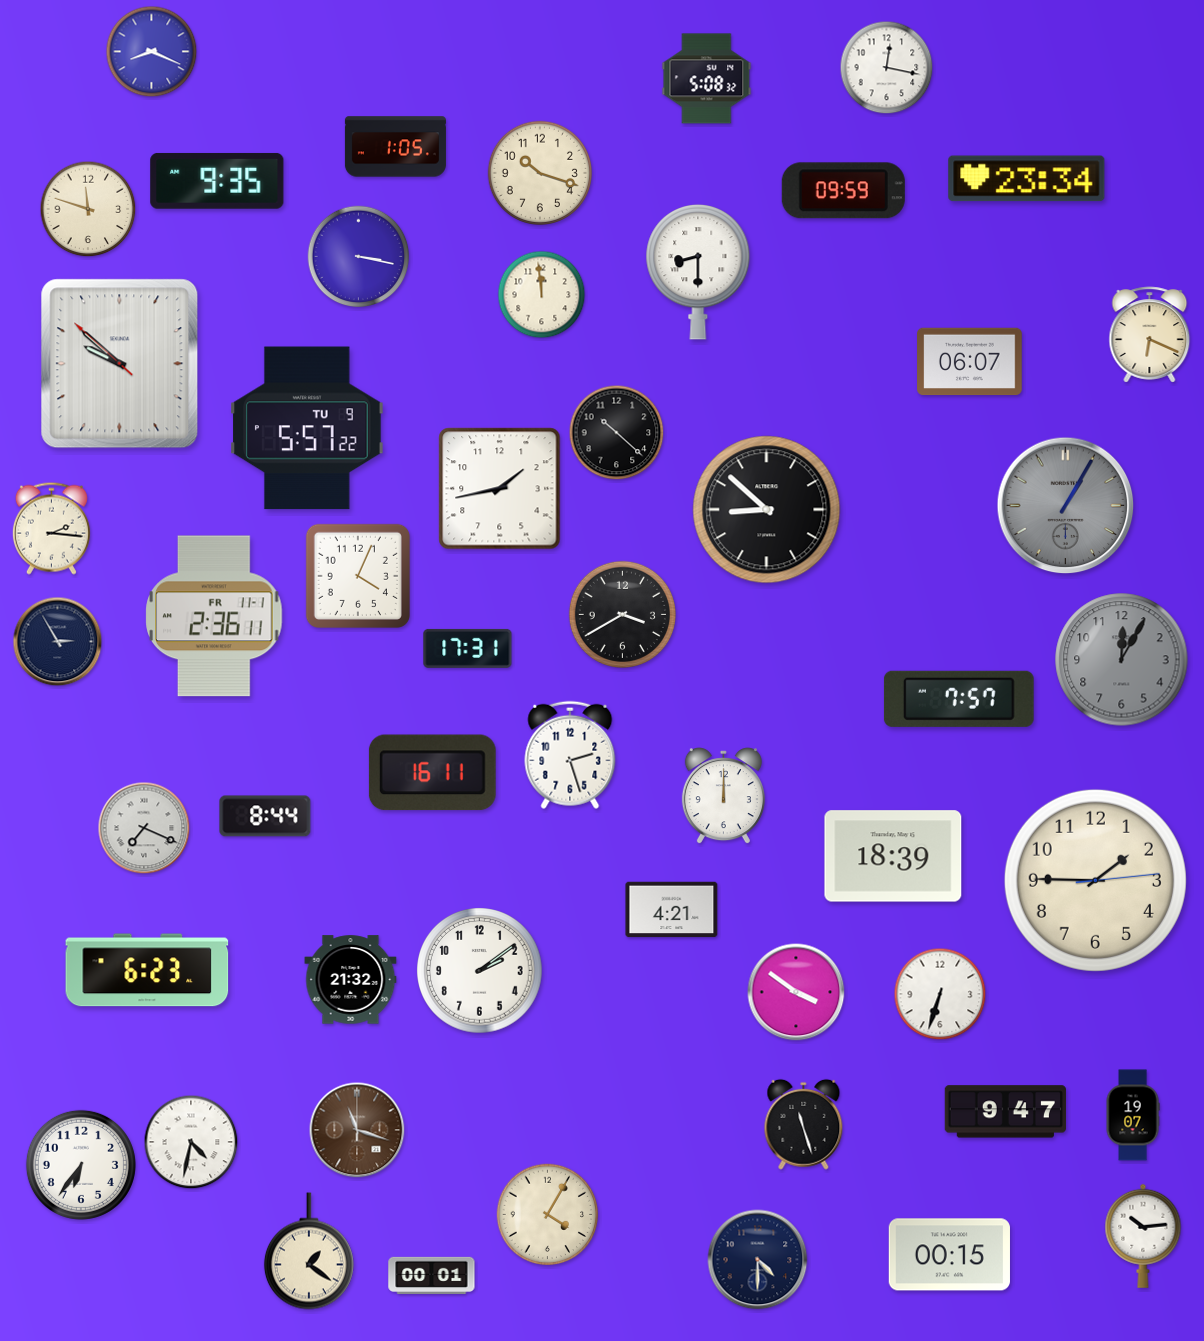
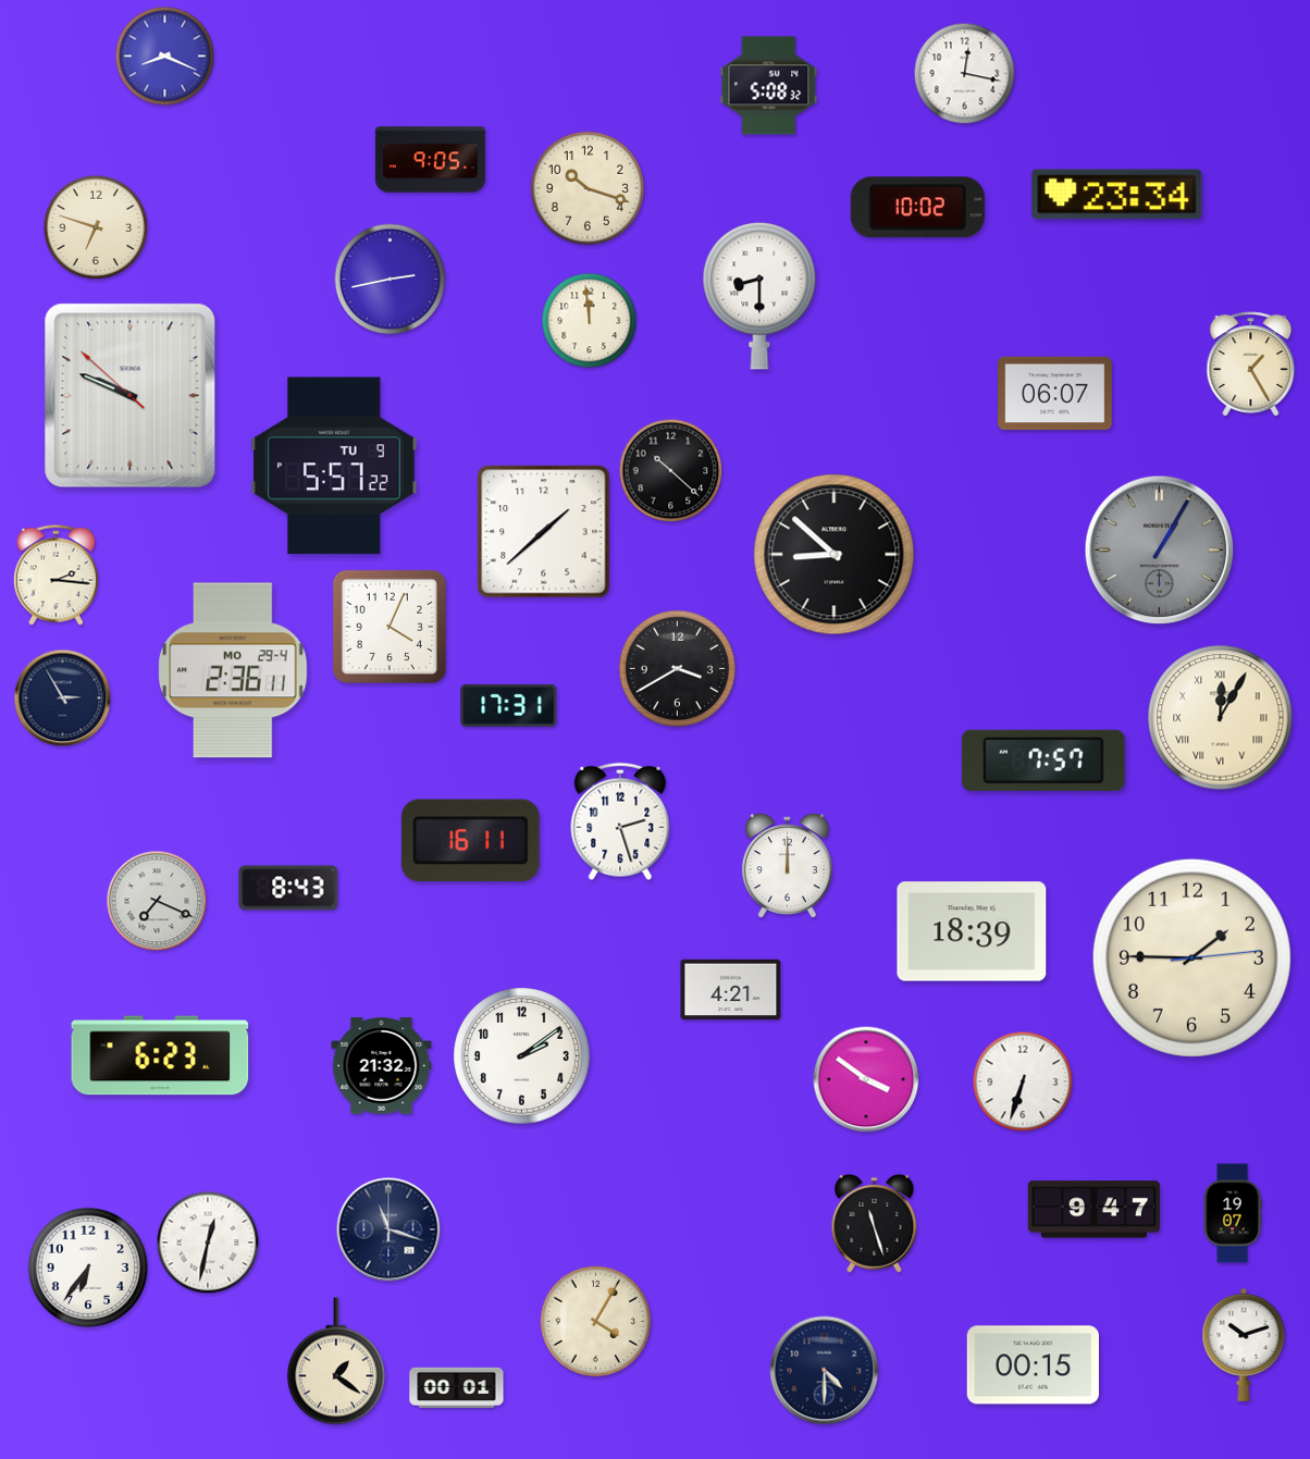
clock at (395, 147): 1:05 -> 9:05
clock at (217, 181): 9:35 -> none
clock at (843, 191): 09:59 -> 10:02
clock at (88, 209): 11:48 -> 6:48
clock at (359, 257): 3:17 -> 2:43
clock at (1150, 335): 6:19 -> 1:25
clock at (120, 364): 9:51 -> 9:48
clock at (500, 489): 1:43 -> 1:38
clock at (214, 616) date: FR 11-1 -> MO 29-4
clock at (1122, 660) dial: grey -> cream
clock at (1122, 660) numerals: Arabic -> Roman
clock at (265, 816): 8:44 -> 8:43
clock at (357, 1130) dial: brown -> navy
clock at (191, 1142): 4:32 -> 12:32
clock at (1143, 1236): 10:14 -> 10:12
clock at (432, 1275) position: (432, 1275) -> (457, 1387)
